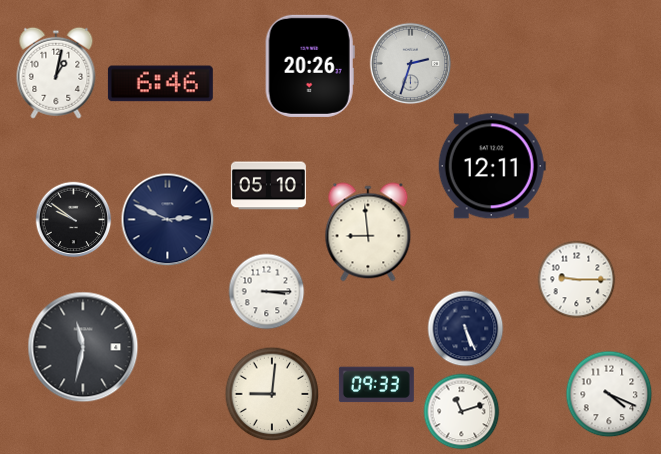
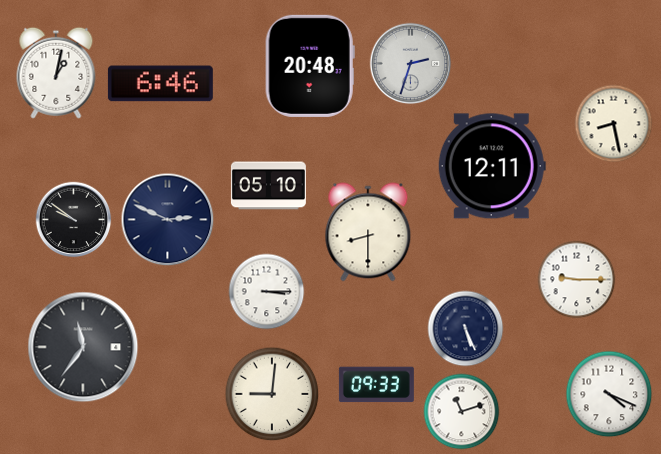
clock at (310, 66): 20:26 -> 20:48
clock at (614, 124): none -> 8:28
clock at (368, 232): 8:59 -> 8:30
clock at (83, 347): 11:32 -> 11:36
